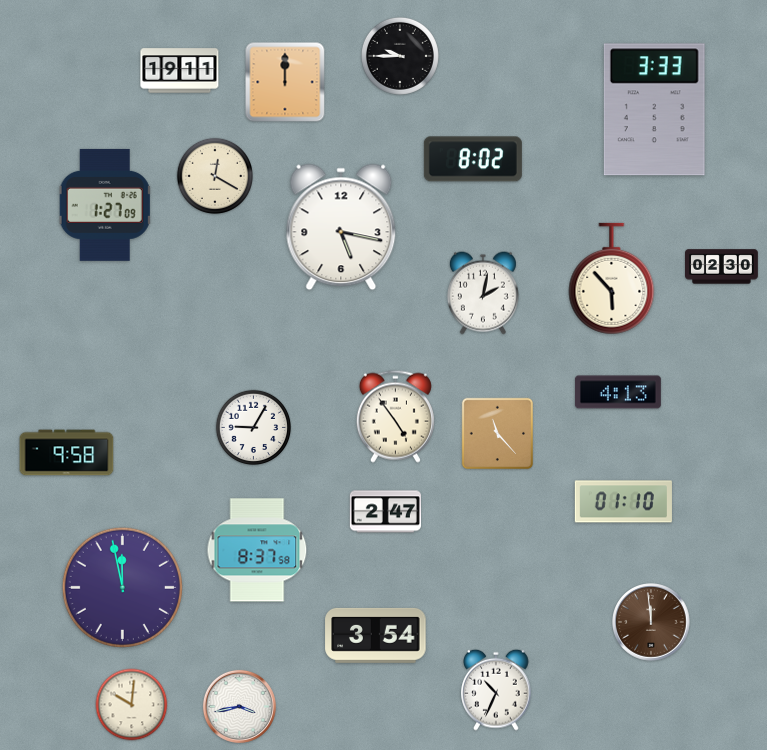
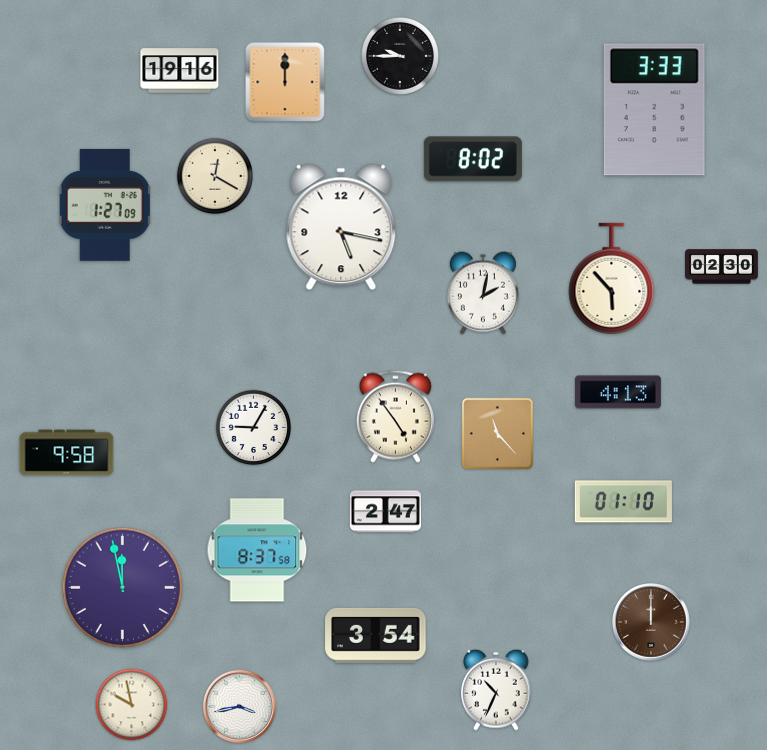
clock at (180, 71): 19:11 -> 19:16
clock at (651, 622): 11:59 -> 12:00
clock at (132, 705): 10:01 -> 9:58
